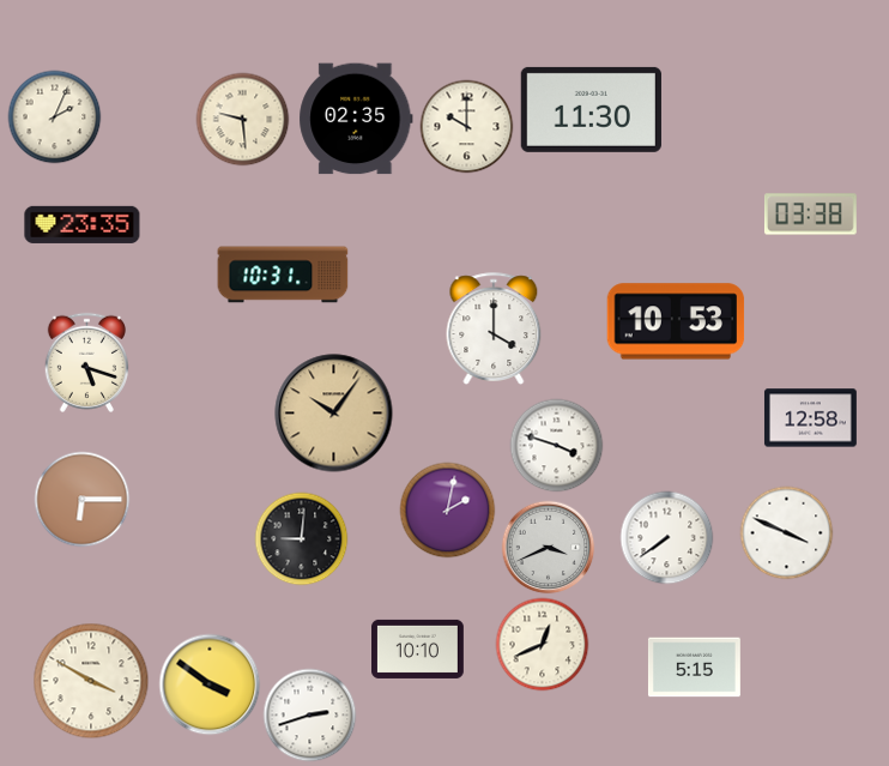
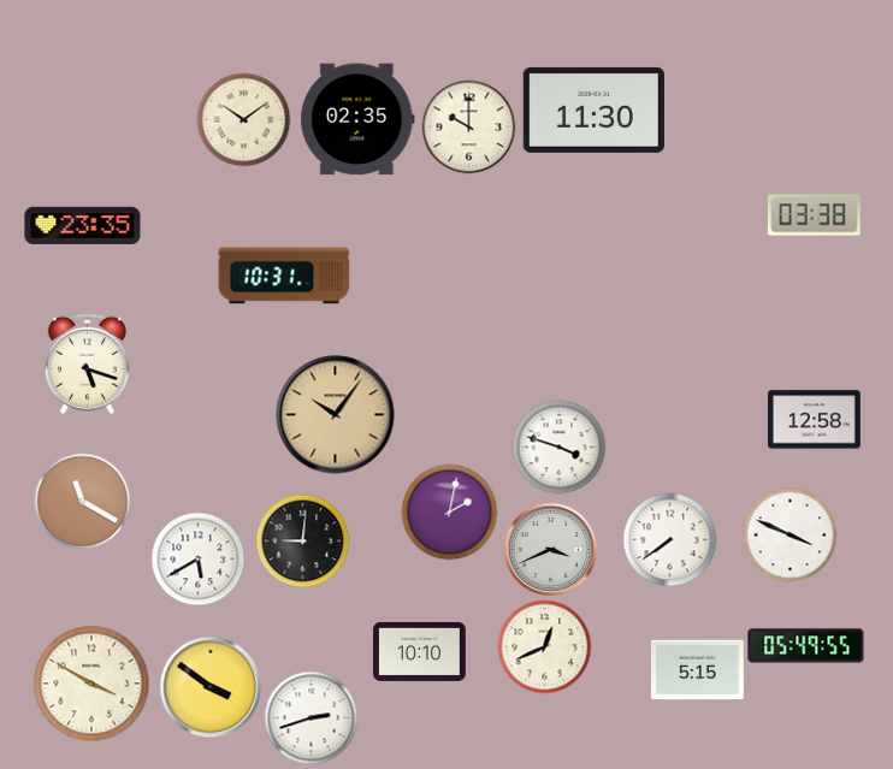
clock at (54, 116): 2:04 -> none
clock at (242, 119): 9:29 -> 10:09
clock at (676, 321): 10:53 -> none
clock at (494, 328): 4:00 -> none
clock at (81, 499): 6:15 -> 11:20
clock at (197, 558): none -> 5:40
clock at (806, 646): none -> 05:49
